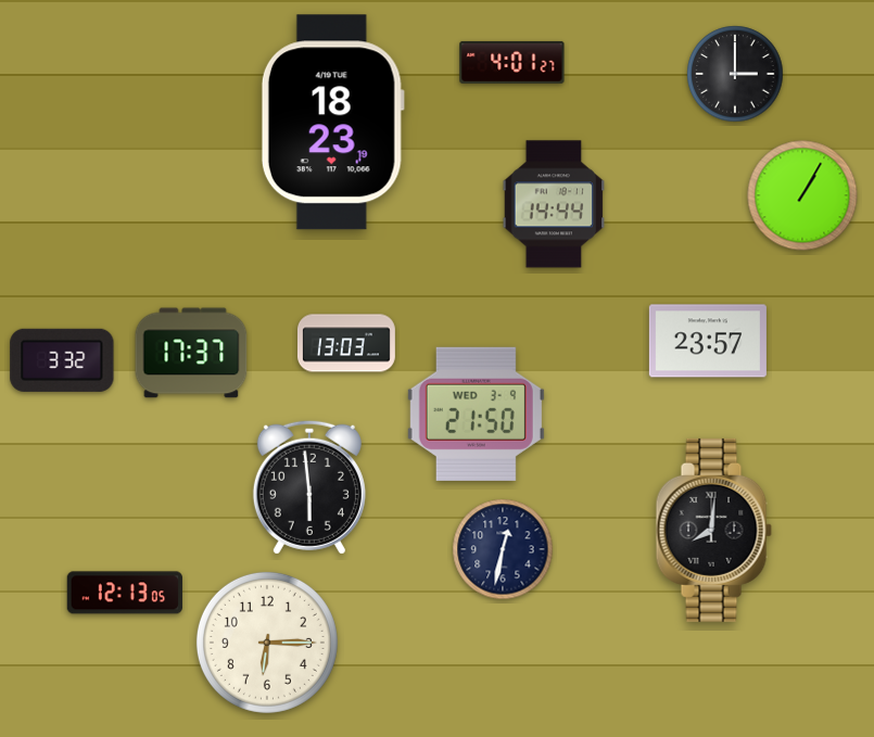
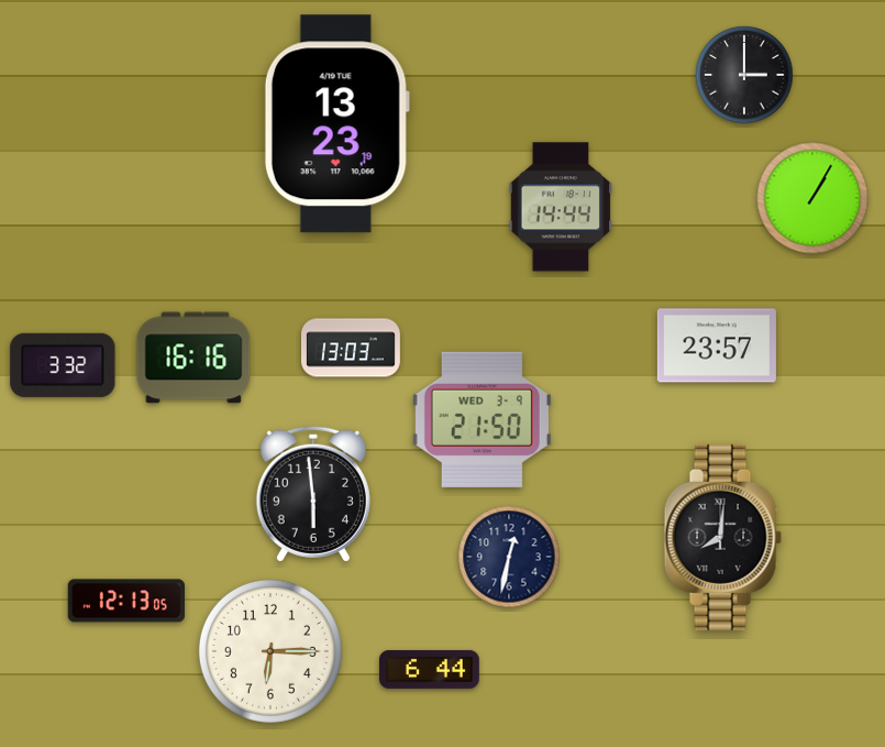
clock at (512, 62): 4:01 -> none
clock at (332, 123): 18:23 -> 13:23
clock at (191, 353): 17:37 -> 16:16
clock at (430, 669): none -> 6:44
